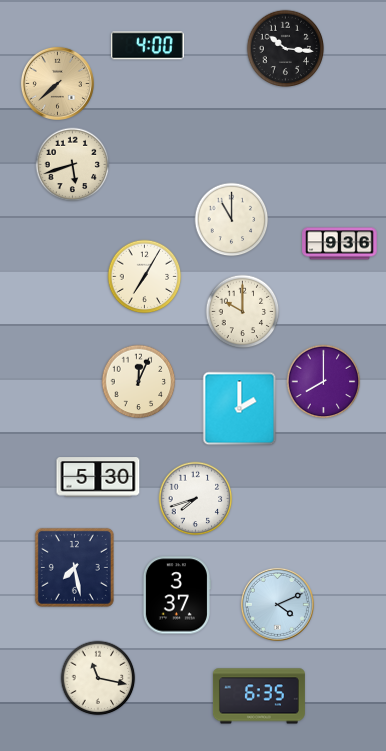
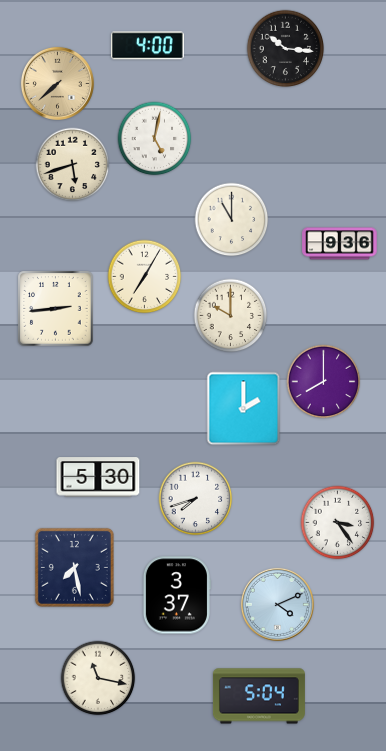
clock at (155, 139): none -> 5:02
clock at (56, 309): none -> 2:44
clock at (243, 312) position: (243, 312) -> (231, 316)
clock at (139, 382): 12:04 -> none
clock at (240, 409) position: (240, 409) -> (244, 409)
clock at (338, 523): none -> 3:24
clock at (259, 696): 6:35 -> 5:04
